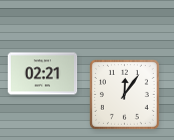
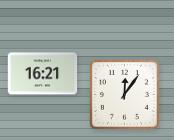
clock at (43, 74): 02:21 -> 16:21
